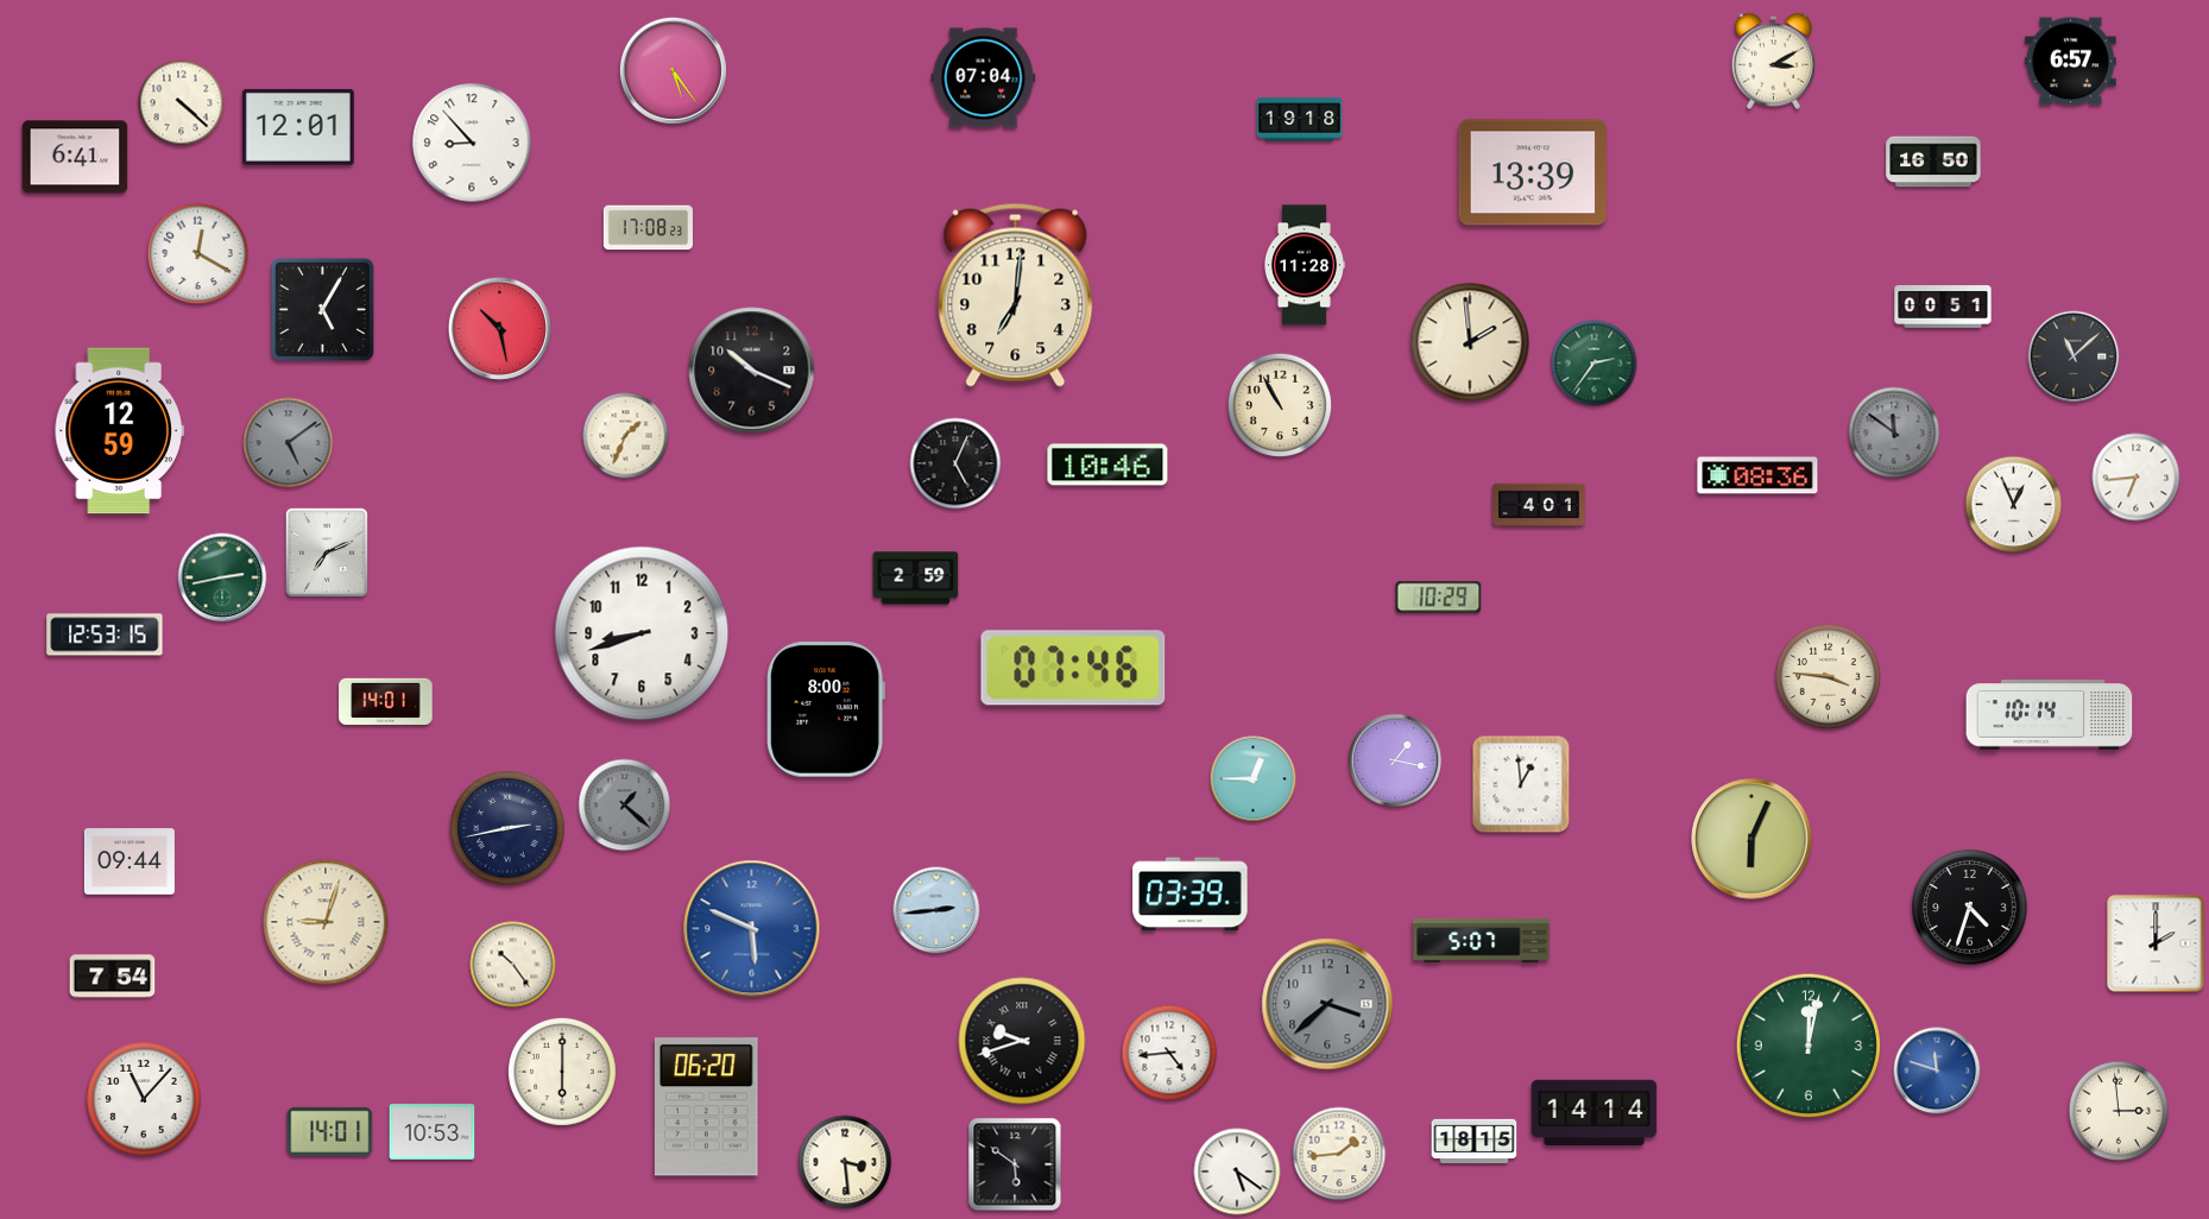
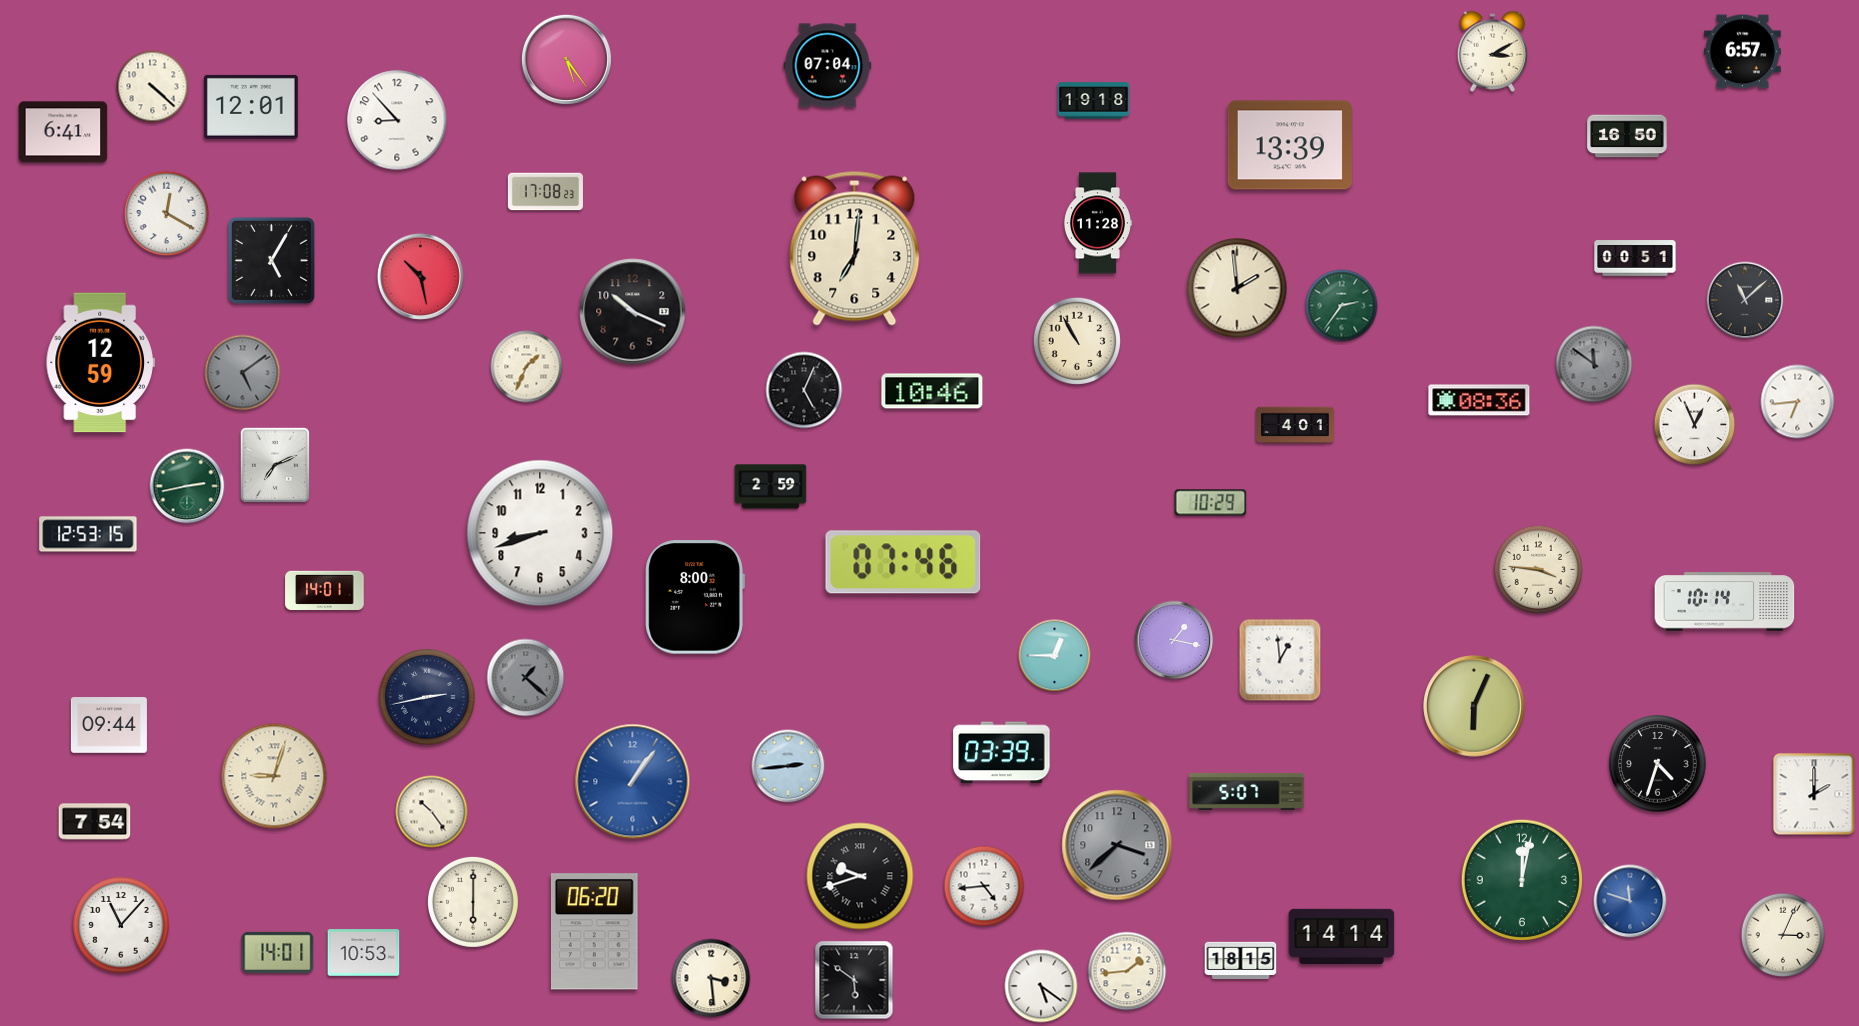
clock at (752, 929): 5:49 -> 1:06
clock at (2119, 1111): 2:59 -> 3:04
